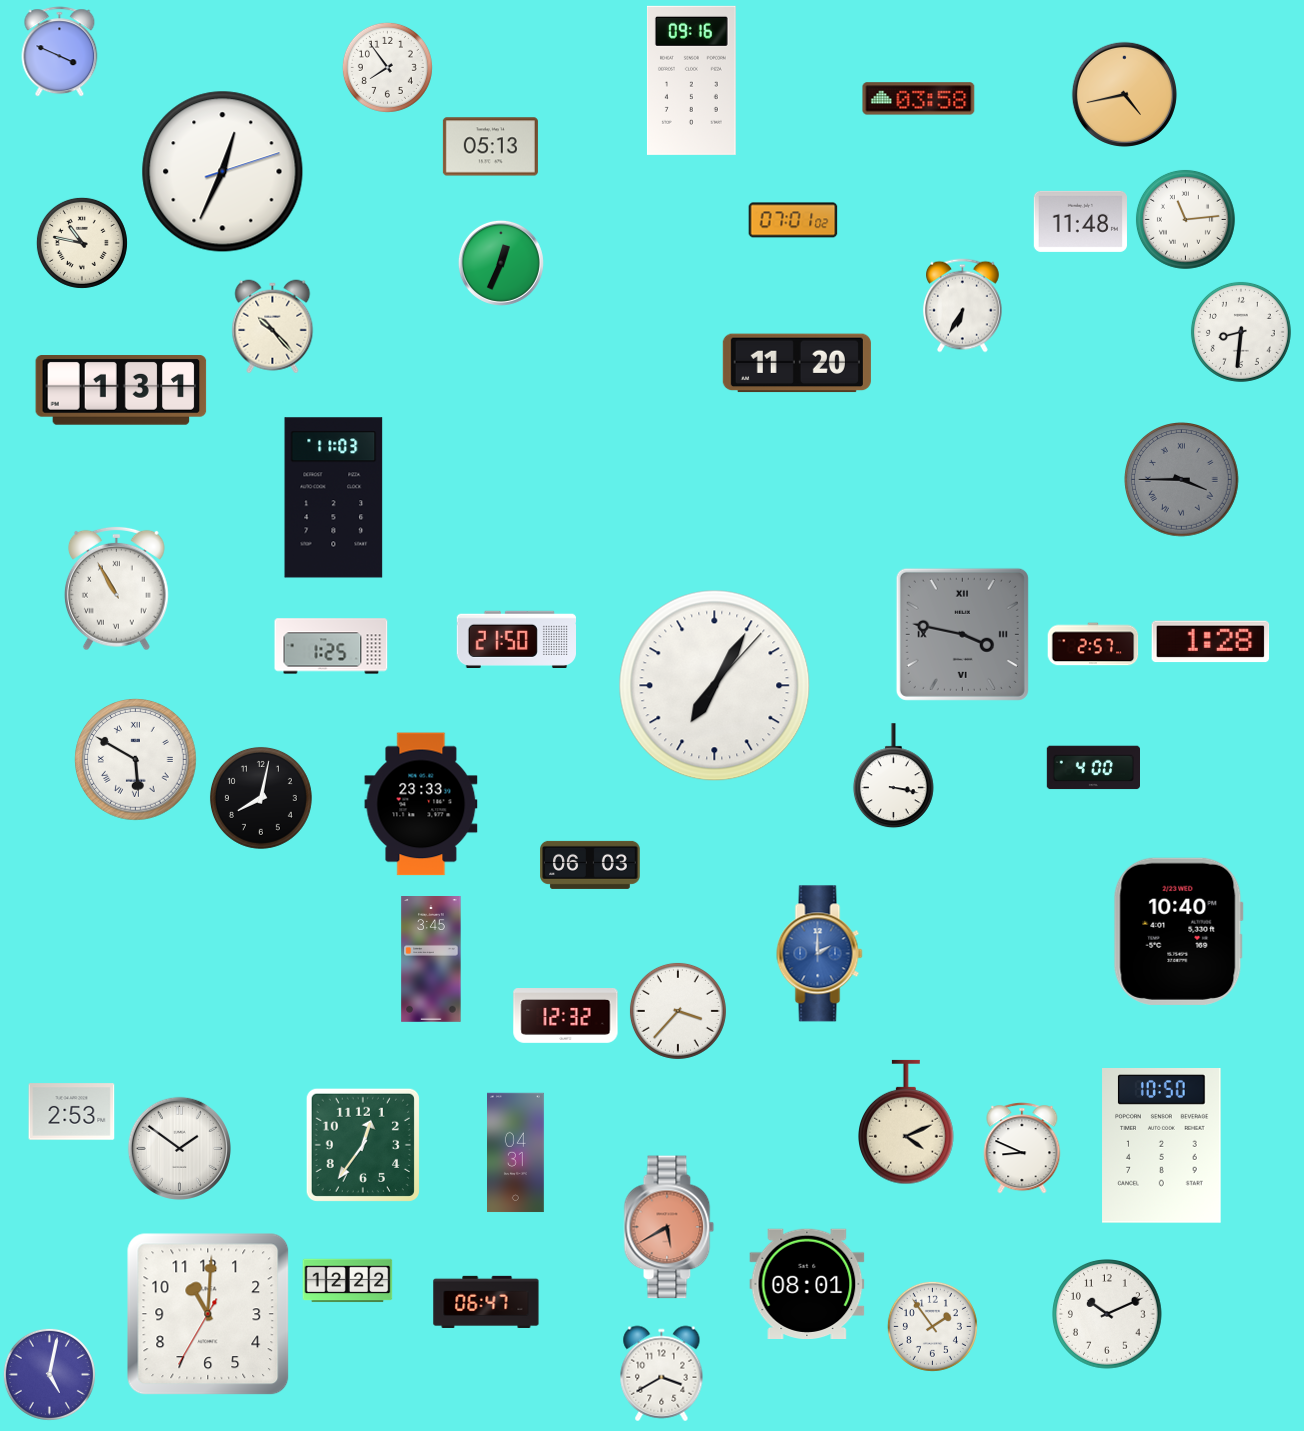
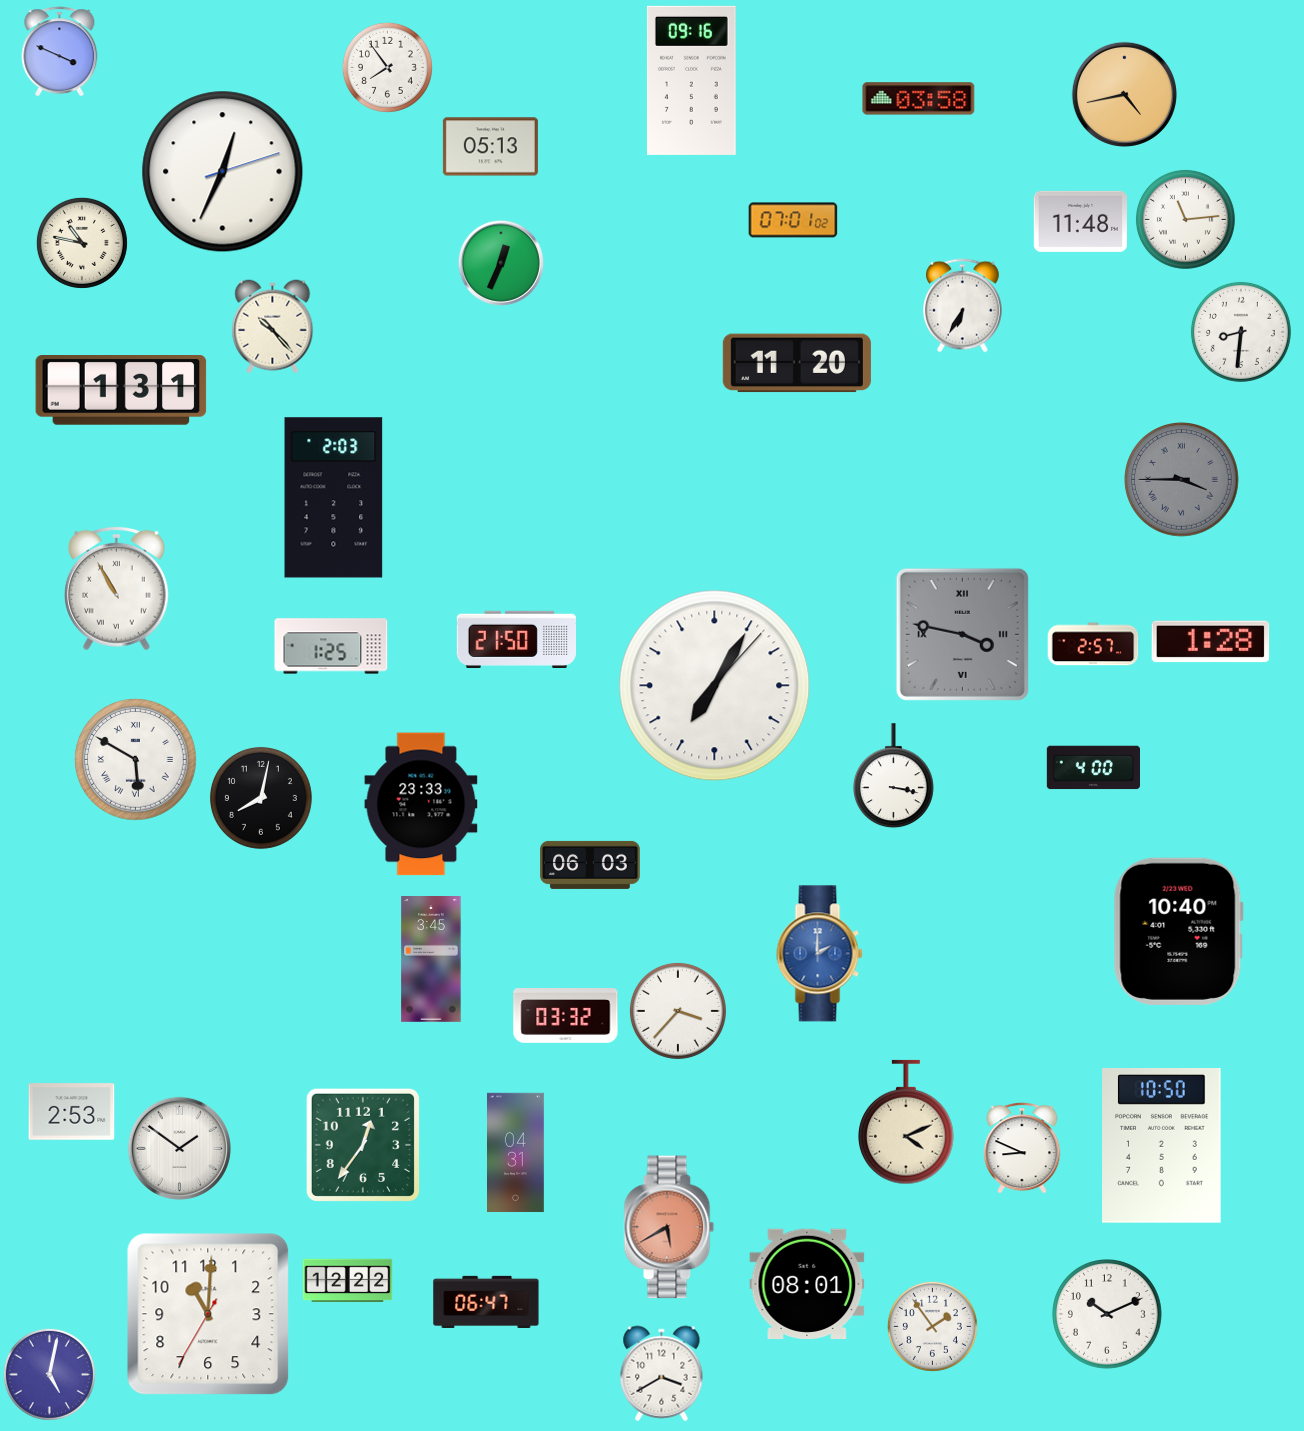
clock at (334, 498): 11:03 -> 2:03
clock at (566, 1016): 12:32 -> 03:32
